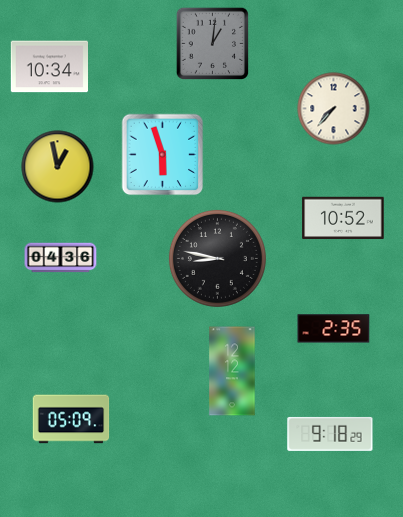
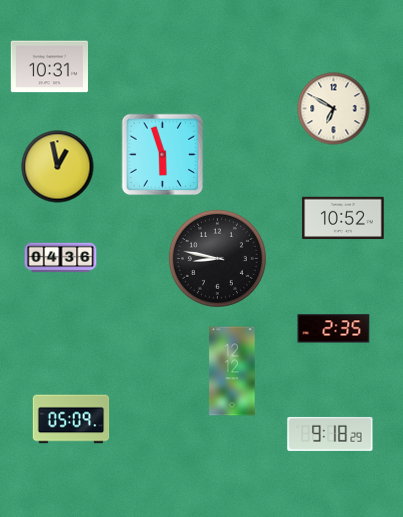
clock at (212, 43): 1:01 -> none
clock at (49, 67): 10:34 -> 10:31
clock at (334, 109): 7:37 -> 6:50
